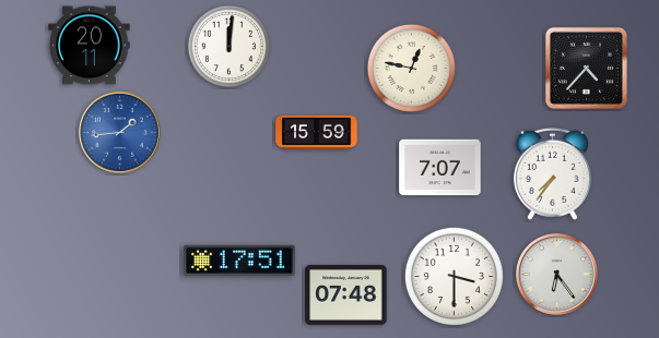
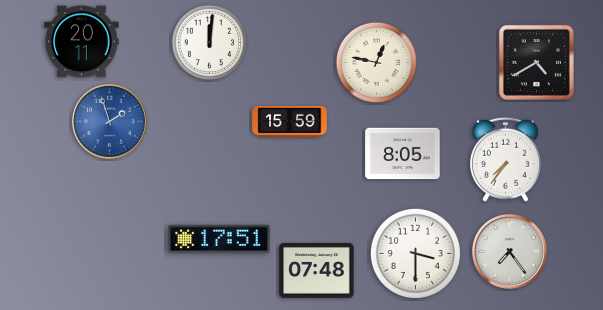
clock at (586, 68): 4:37 -> 4:40
clock at (119, 132): 1:44 -> 1:57
clock at (440, 168): 7:07 -> 8:05
clock at (556, 274): 6:24 -> 7:24
